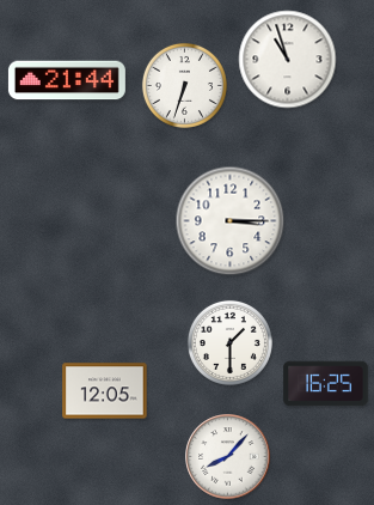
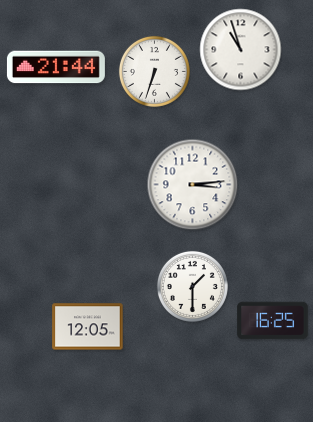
clock at (231, 221): 3:15 -> 3:14
clock at (228, 457): 8:07 -> none
